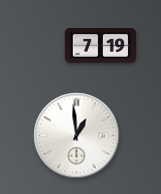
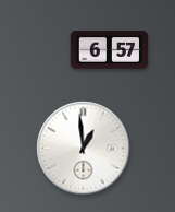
clock at (101, 46): 7:19 -> 6:57
